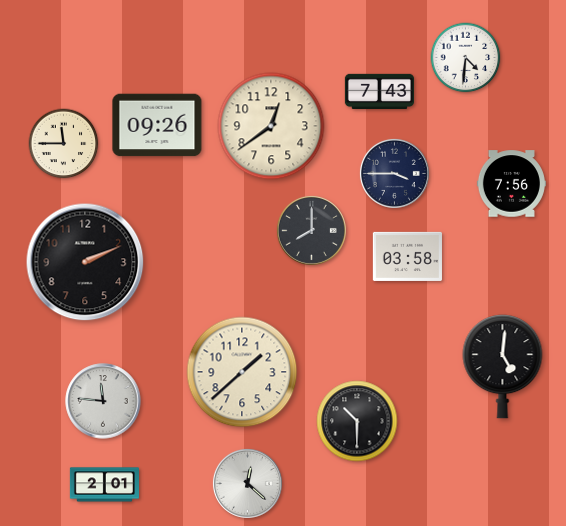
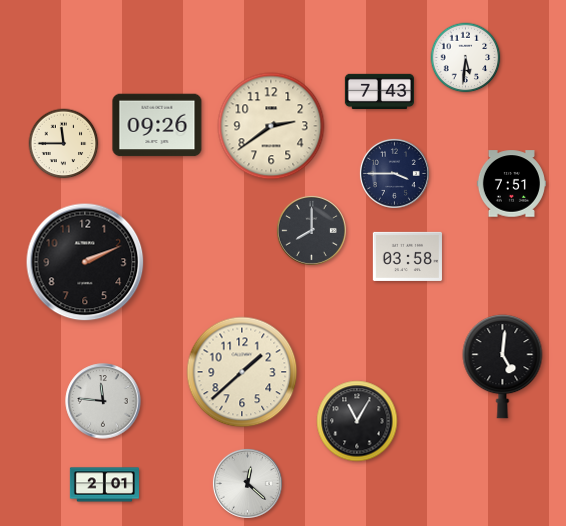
clock at (466, 58): 4:31 -> 5:31
clock at (271, 126): 12:39 -> 2:39
clock at (511, 184): 7:56 -> 7:51
clock at (357, 421): 10:30 -> 11:05
